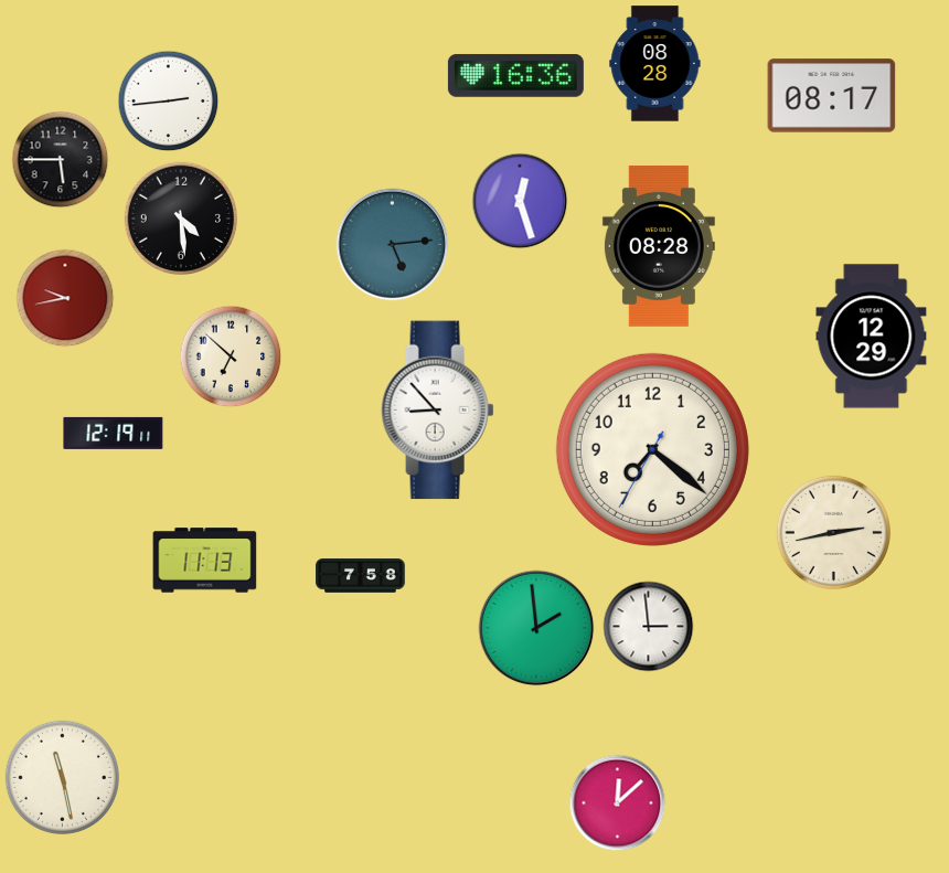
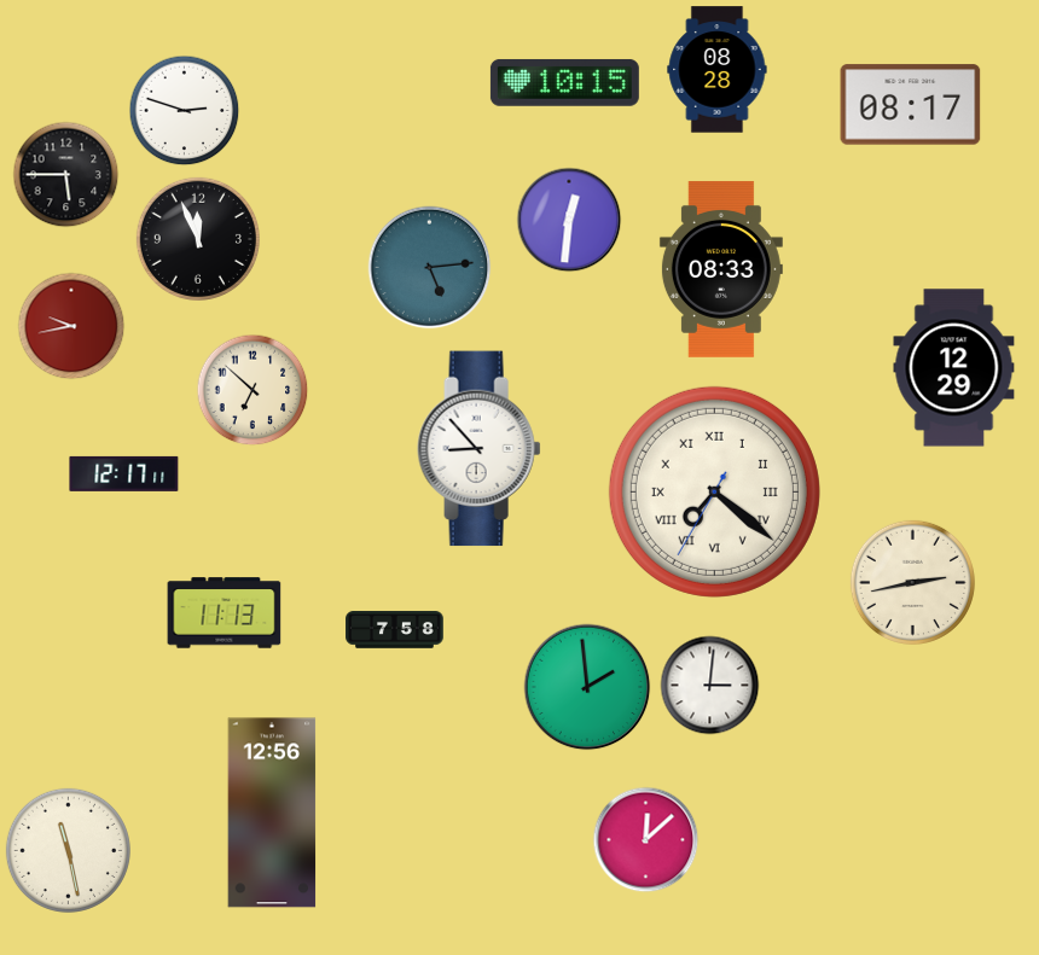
clock at (515, 75): 16:36 -> 10:15
clock at (169, 102): 2:44 -> 2:48
clock at (520, 201): 12:27 -> 12:31
clock at (181, 219): 4:29 -> 11:56
clock at (659, 246): 08:28 -> 08:33
clock at (114, 433): 12:19 -> 12:17
clock at (652, 449) numerals: Arabic -> Roman
clock at (649, 627): 2:59 -> 3:01
clock at (272, 813): none -> 12:56
clock at (618, 803) position: (618, 803) -> (646, 840)
